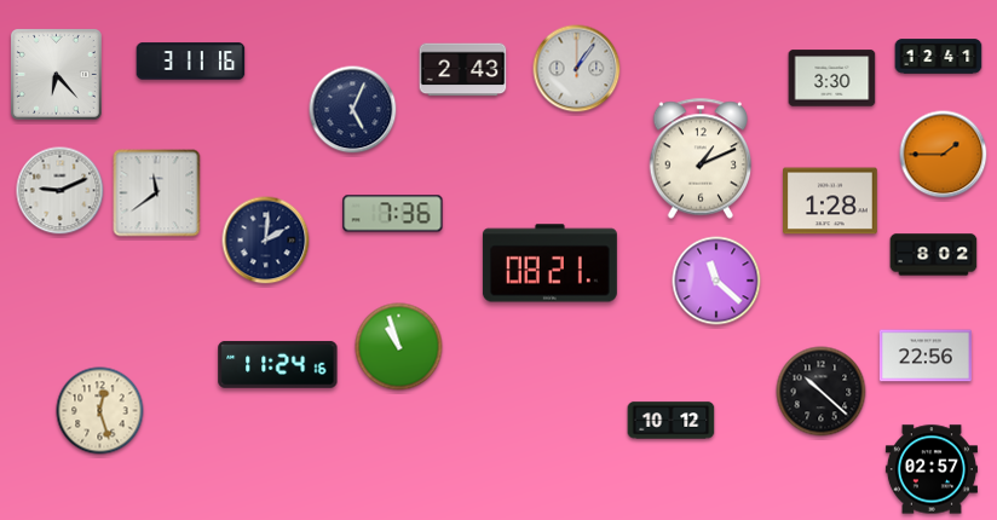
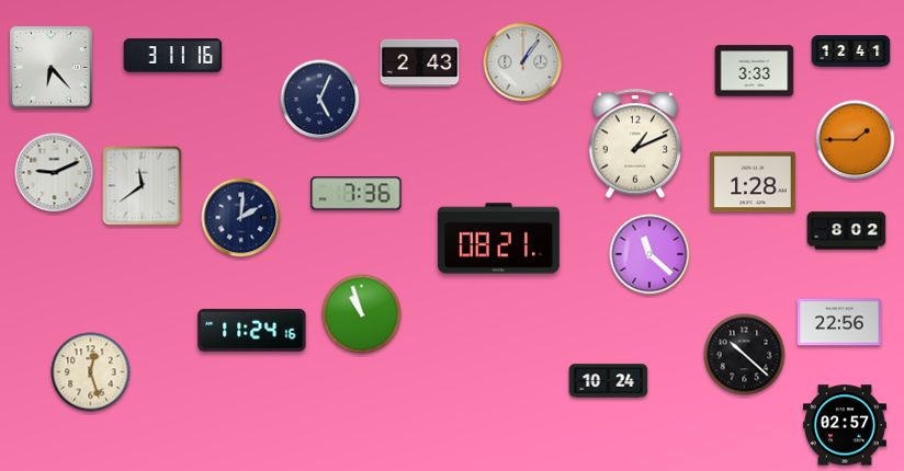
clock at (832, 79): 3:30 -> 3:33
clock at (157, 193) position: (157, 193) -> (143, 186)
clock at (672, 421): 10:12 -> 10:24
